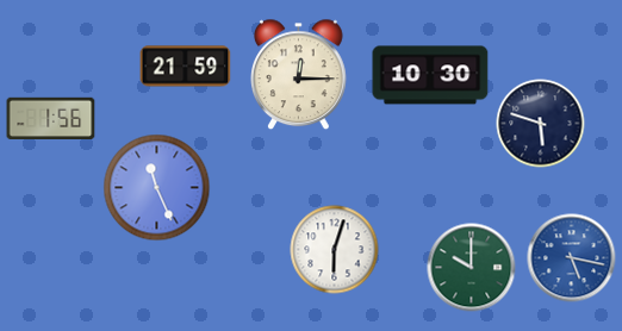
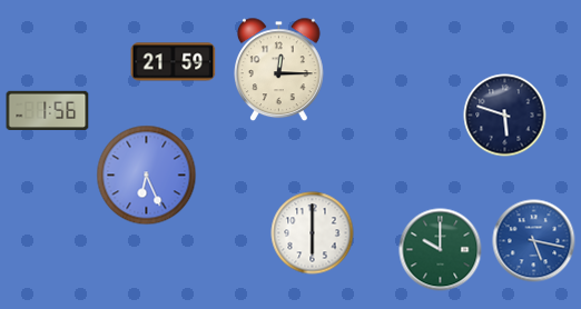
clock at (430, 75): 10:30 -> none
clock at (157, 188): 11:26 -> 6:26
clock at (335, 250): 6:03 -> 6:00
